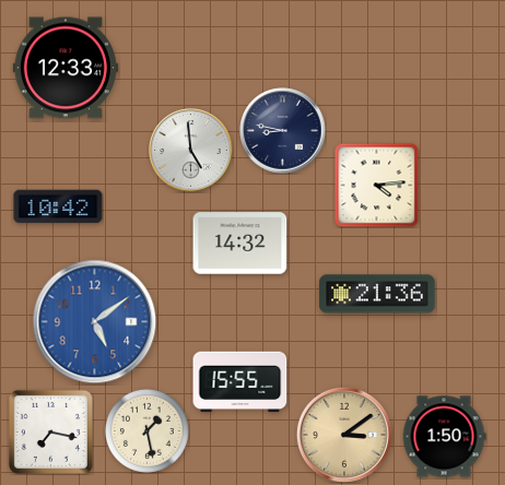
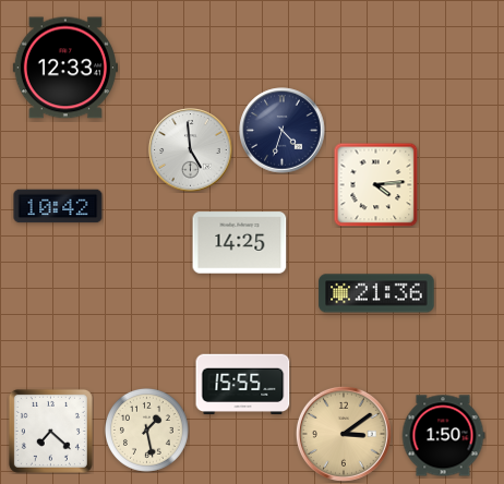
clock at (283, 131): 8:47 -> 4:33
clock at (240, 244): 14:32 -> 14:25
clock at (95, 322): 5:09 -> none
clock at (240, 382) position: (240, 382) -> (243, 385)
clock at (50, 431): 7:17 -> 7:22
